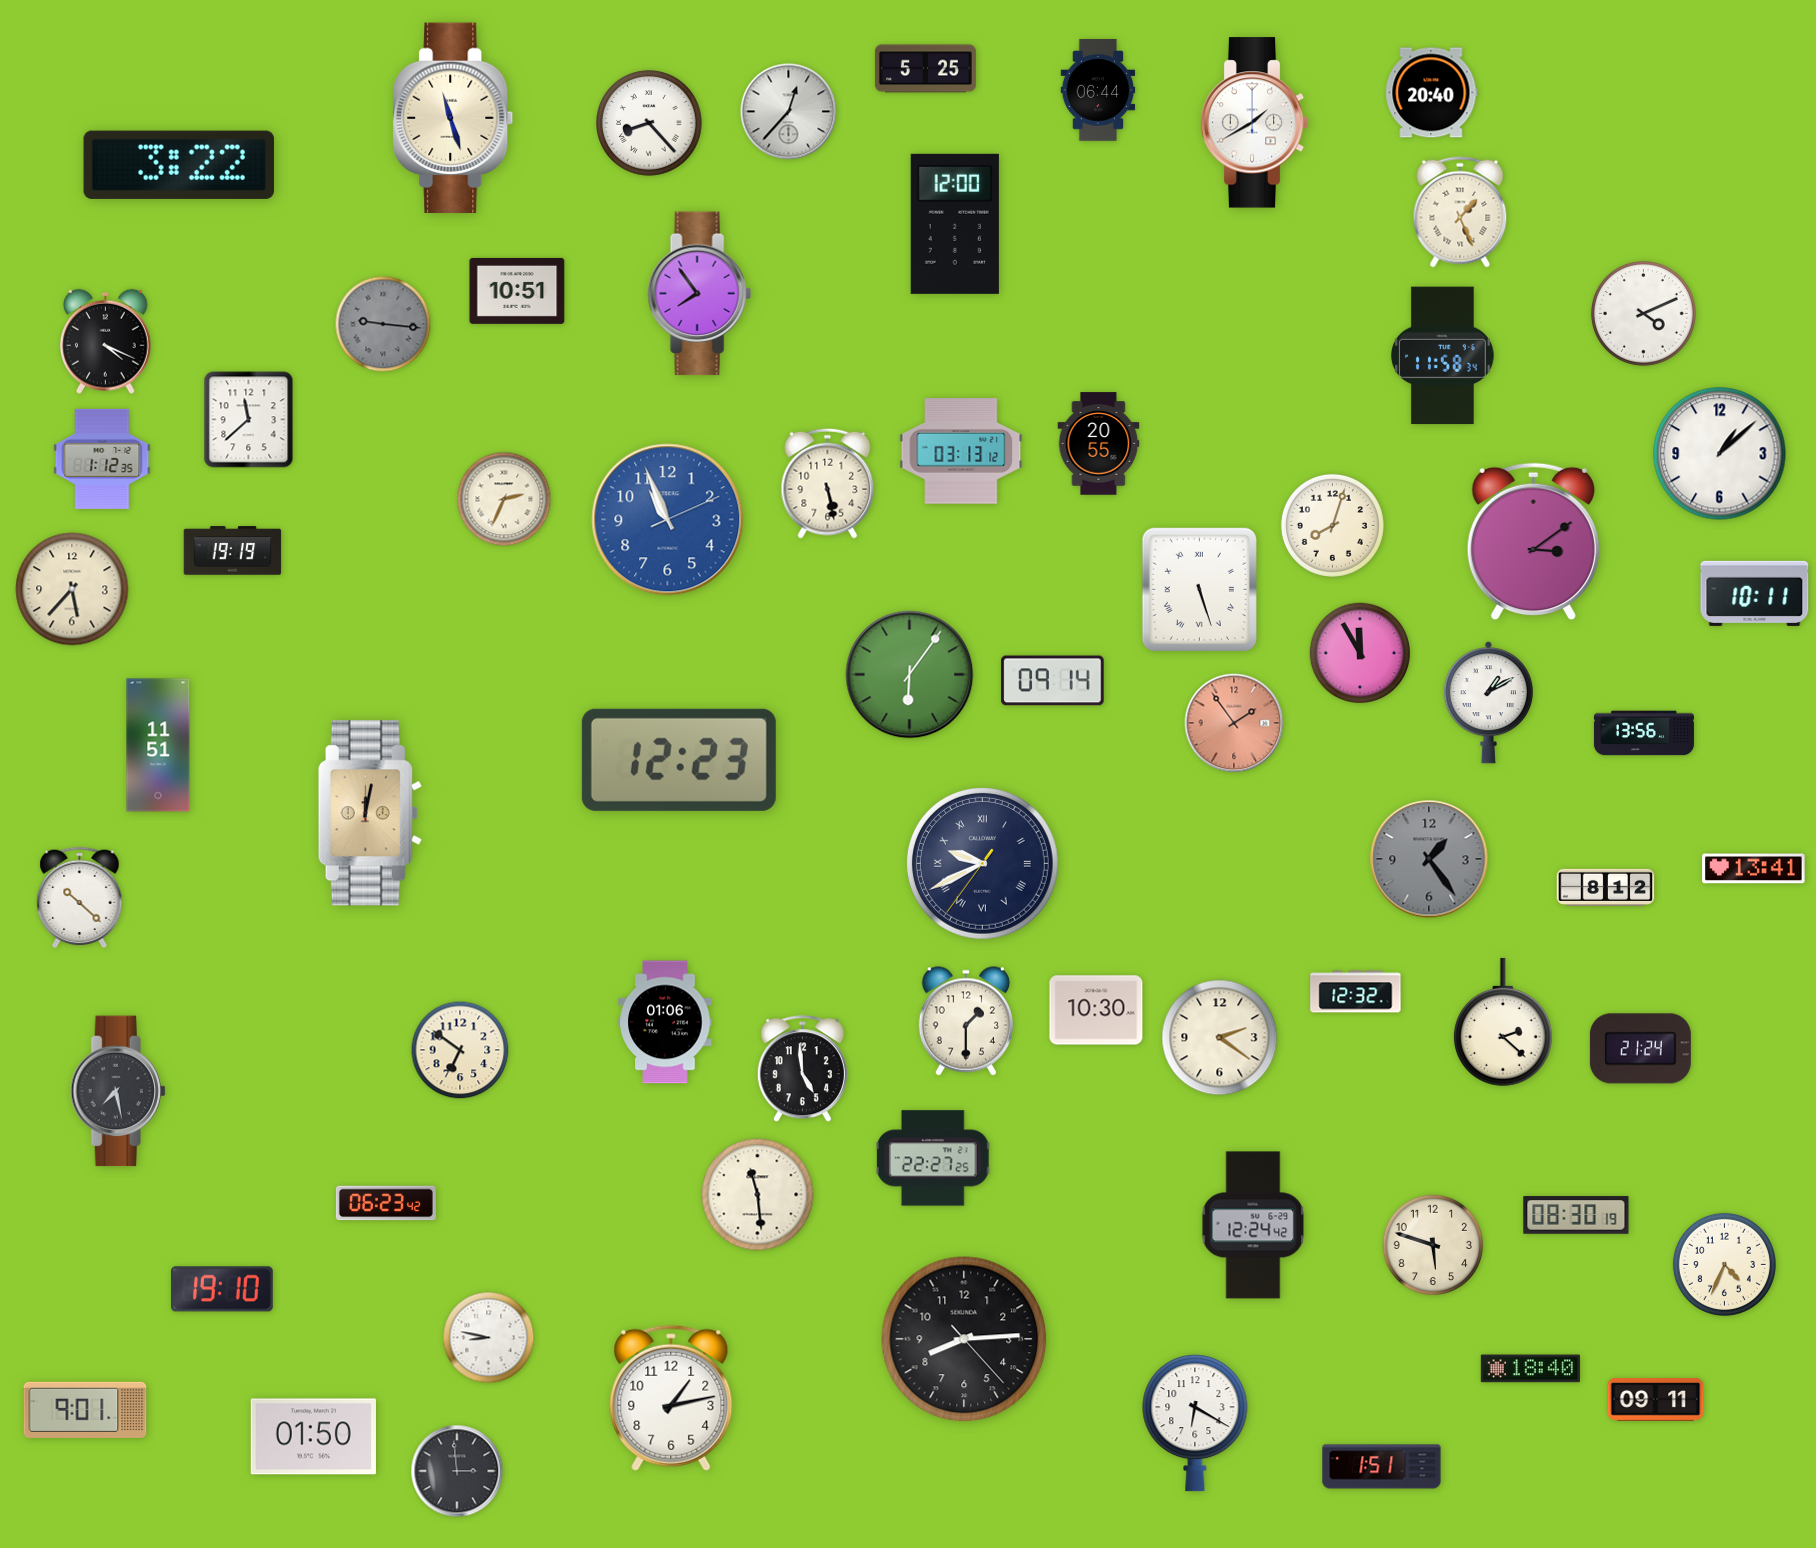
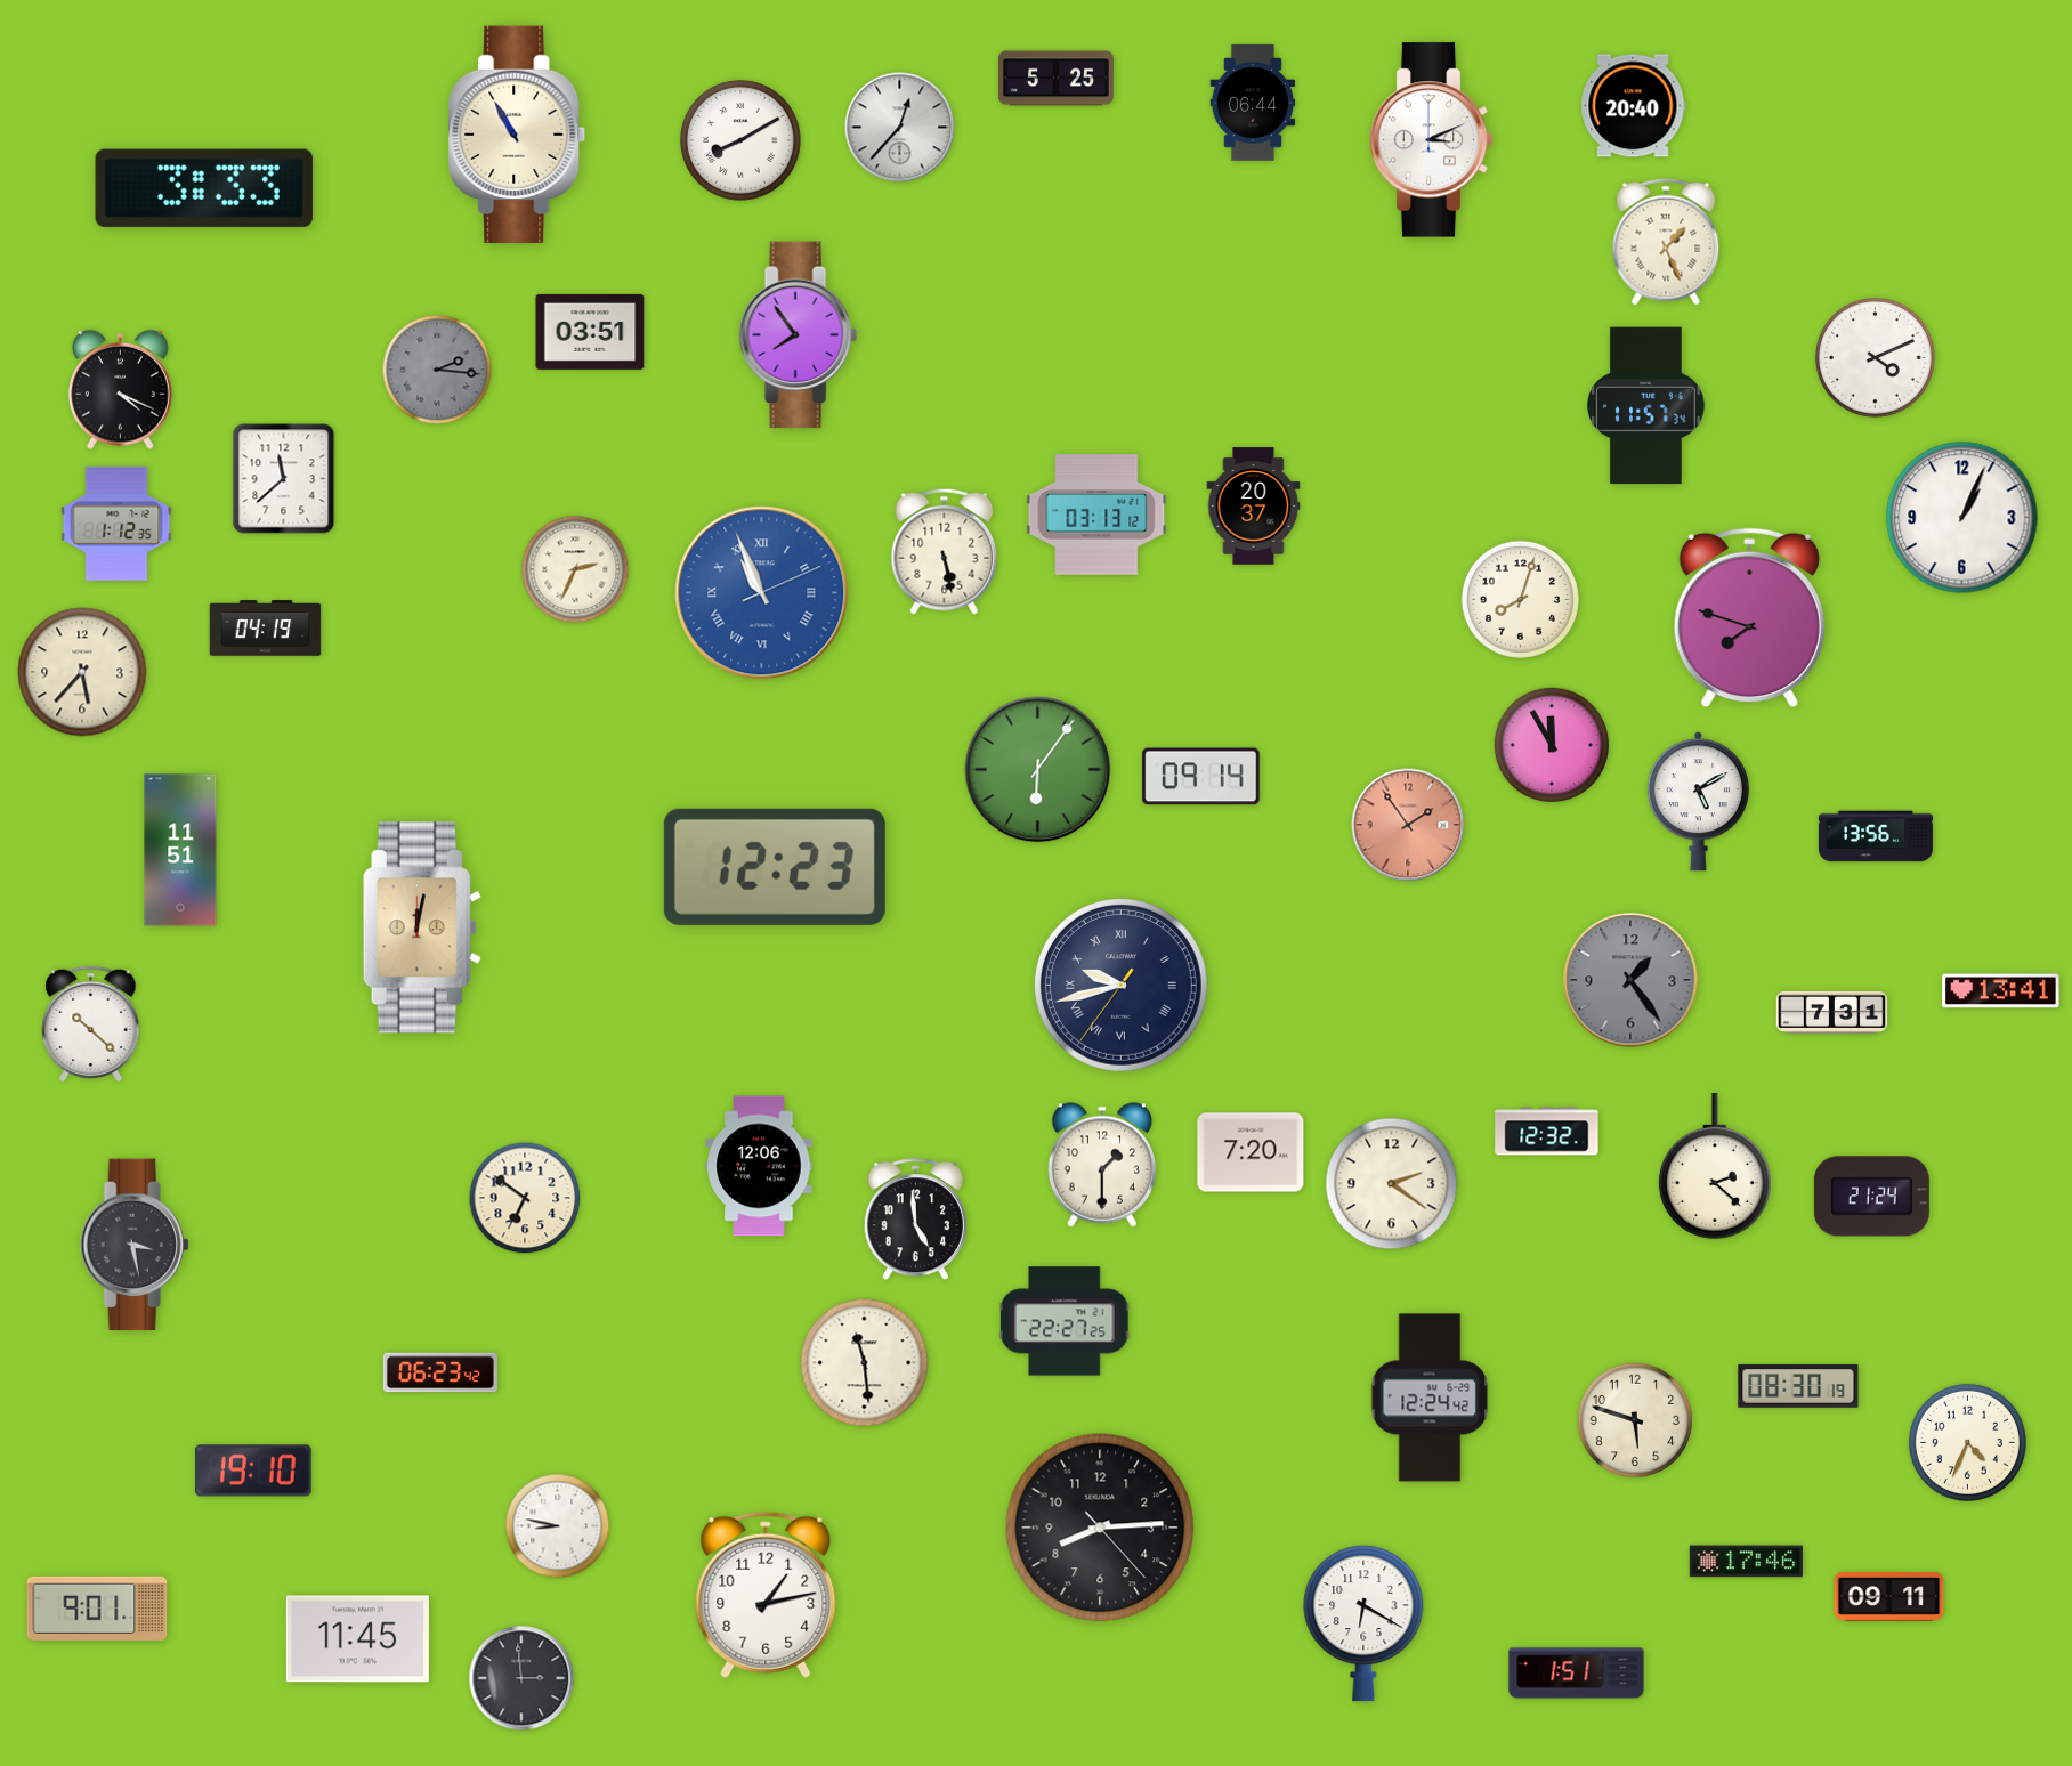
clock at (453, 118): 11:27 -> 10:55
clock at (1254, 123): 1:40 -> 3:11
clock at (650, 124): 8:23 -> 8:10
clock at (179, 165): 3:22 -> 3:33
clock at (955, 224): 12:00 -> none
clock at (517, 291): 10:51 -> 03:51
clock at (383, 324): 9:16 -> 2:16
clock at (1443, 356): 11:58 -> 11:57
clock at (1099, 444): 20:55 -> 20:37
clock at (1720, 454): 1:08 -> 1:04
clock at (668, 520) numerals: Arabic -> Roman
clock at (1533, 542): 3:09 -> 7:48
clock at (233, 551): 19:19 -> 04:19
clock at (1199, 589): 5:27 -> none
clock at (1755, 593): 10:11 -> none
clock at (1488, 703): 1:10 -> 5:10
clock at (982, 863): 9:40 -> 9:42
clock at (1606, 887): 8:12 -> 7:31
clock at (1096, 1010): 10:30 -> 7:20
clock at (665, 1022): 01:06 -> 12:06
clock at (118, 1091): 7:28 -> 3:28
clock at (1530, 1369): 18:40 -> 17:46
clock at (313, 1437): 01:50 -> 11:45
